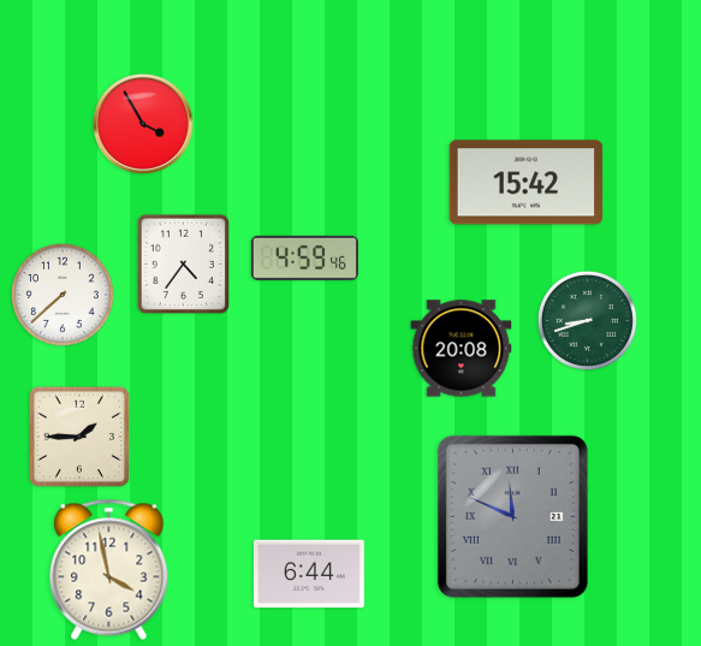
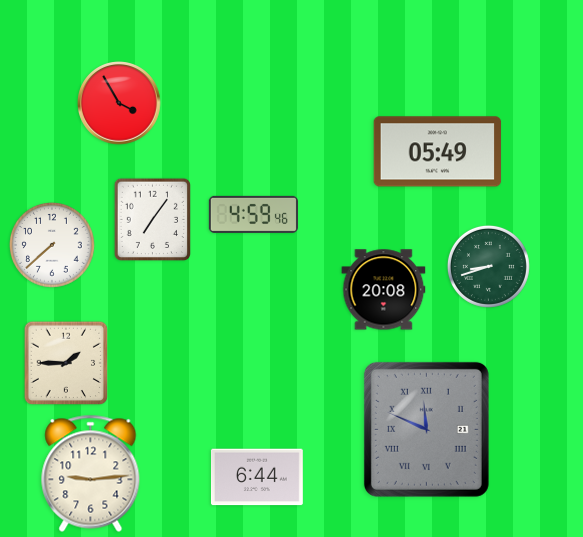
clock at (527, 183): 15:42 -> 05:49
clock at (183, 263): 4:36 -> 7:06
clock at (109, 569): 3:58 -> 9:14
